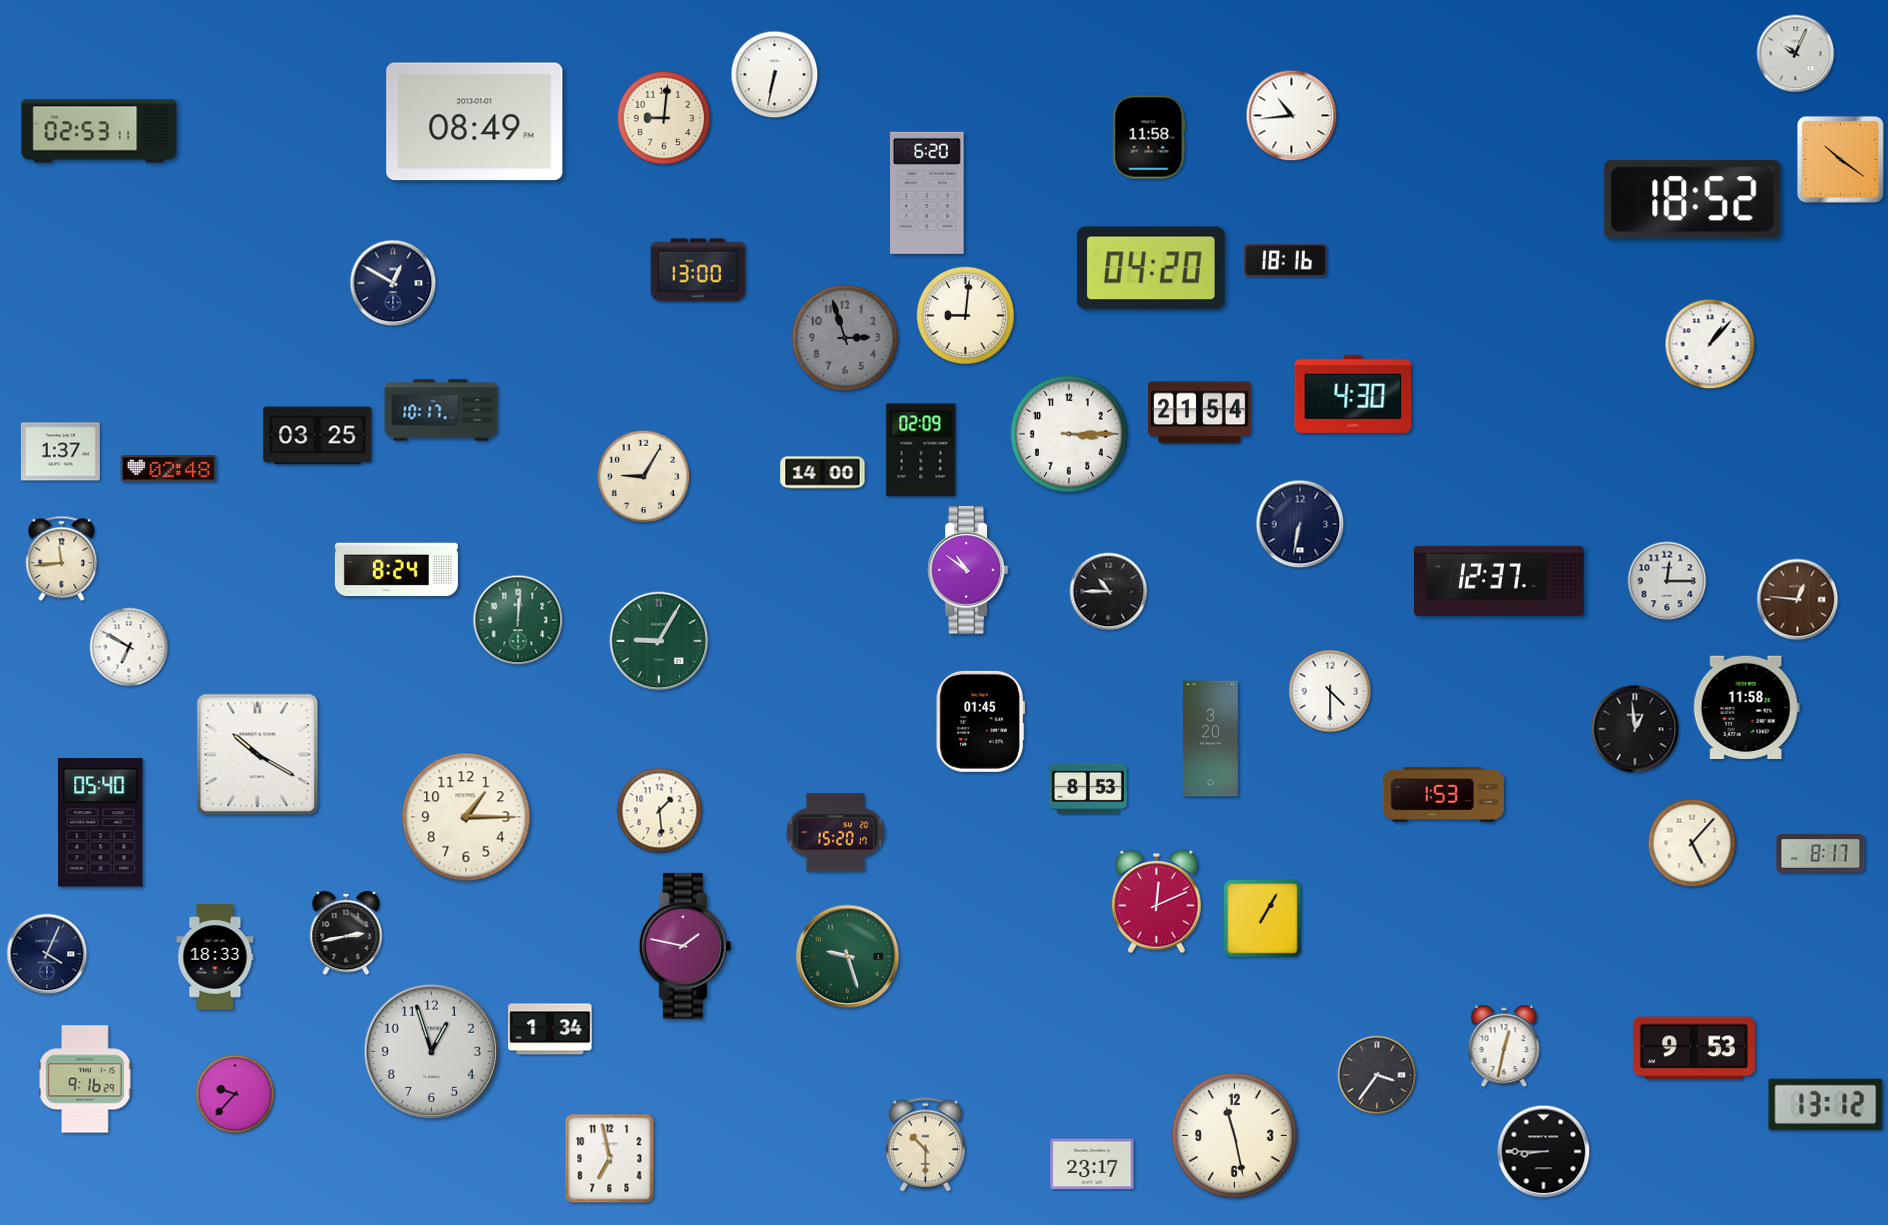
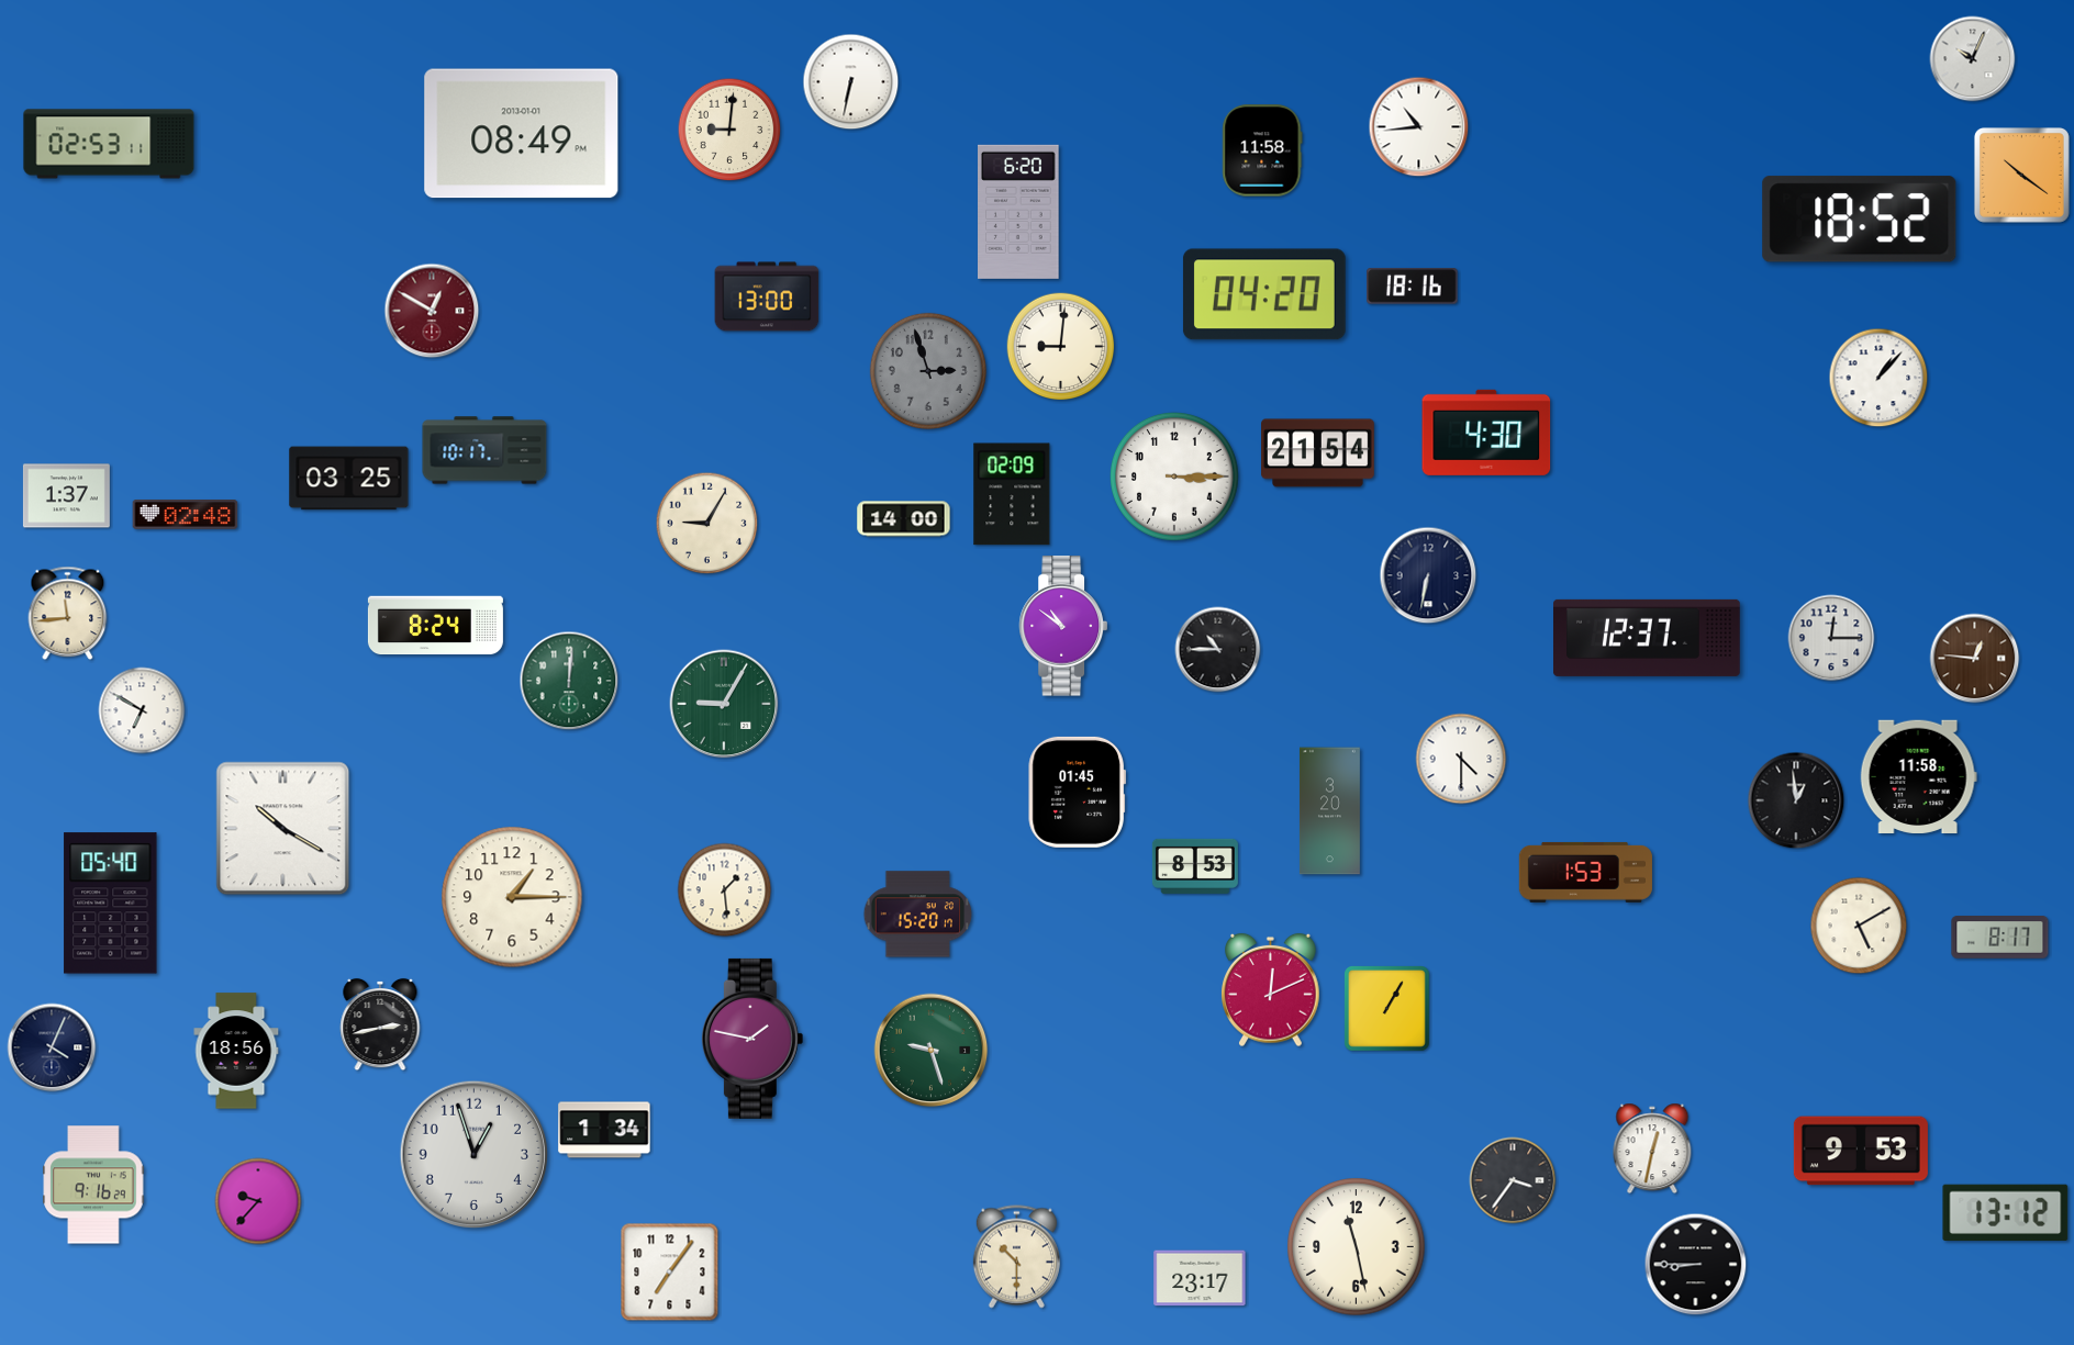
clock at (393, 283) dial: navy -> burgundy
clock at (1692, 843): 5:07 -> 5:10
clock at (215, 957): 18:33 -> 18:56
clock at (610, 1159): 6:58 -> 7:06
